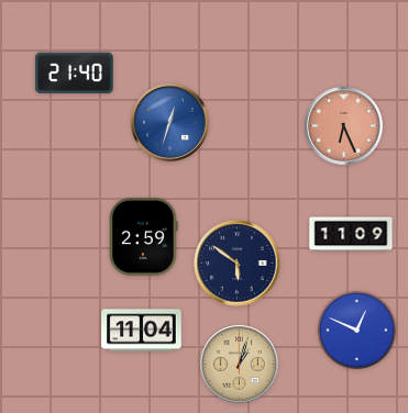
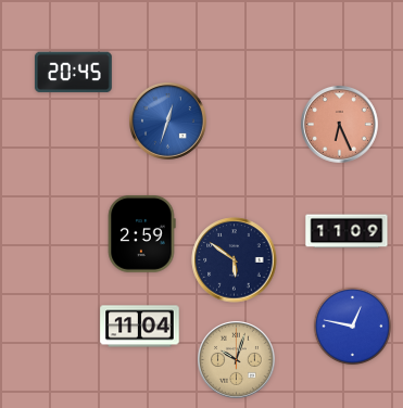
clock at (74, 74): 21:40 -> 20:45
clock at (357, 331): 12:49 -> 12:47
clock at (240, 365): 1:03 -> 10:03
